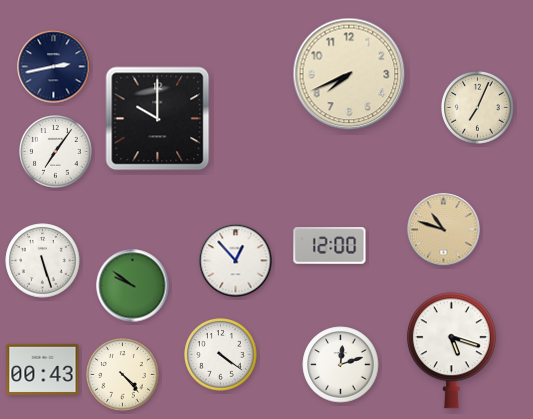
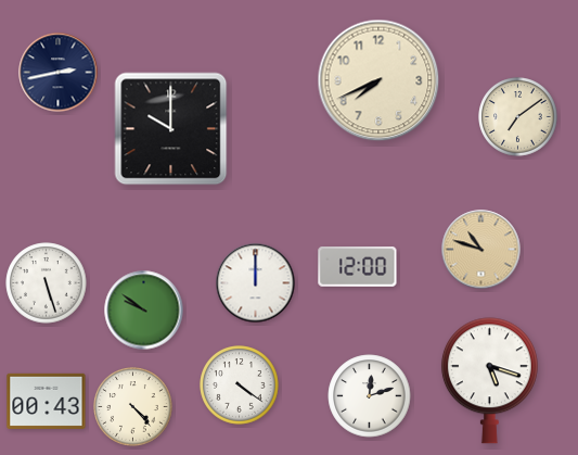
clock at (478, 108): 7:04 -> 7:09
clock at (56, 152): 7:06 -> none
clock at (236, 261): 12:53 -> 12:00
